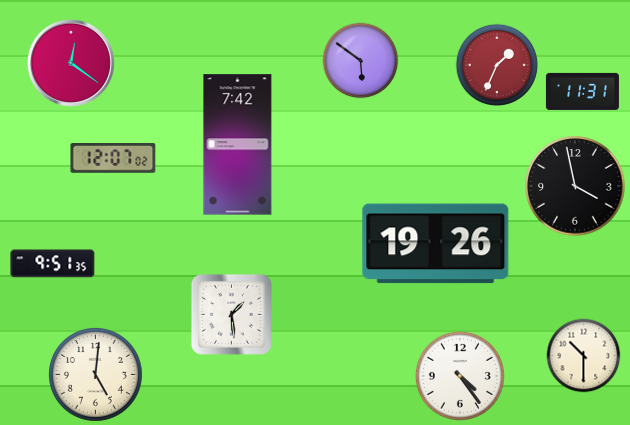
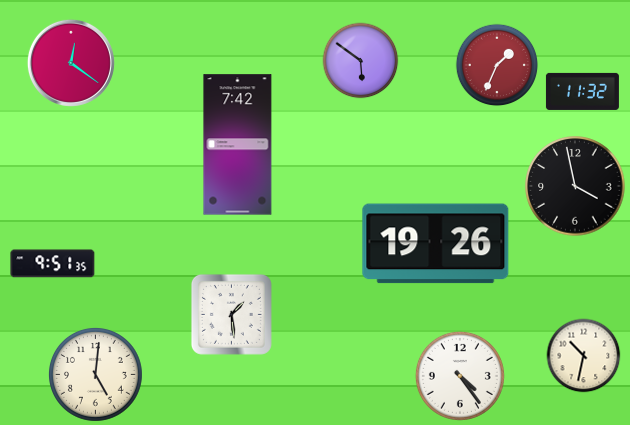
clock at (582, 91): 11:31 -> 11:32
clock at (113, 159): 12:07 -> none
clock at (584, 356): 10:30 -> 10:32
